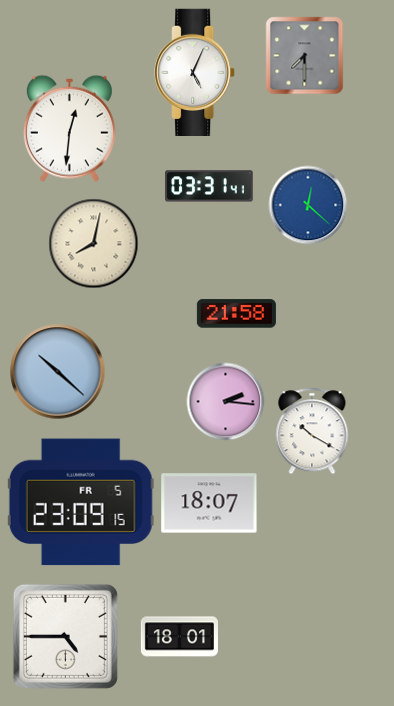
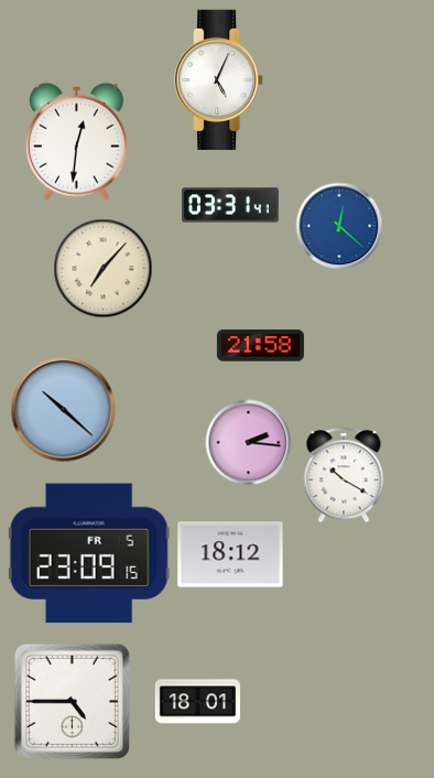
clock at (304, 55): 7:30 -> none
clock at (195, 72) position: (195, 72) -> (219, 79)
clock at (93, 243): 8:02 -> 7:07
clock at (209, 503): 18:07 -> 18:12
